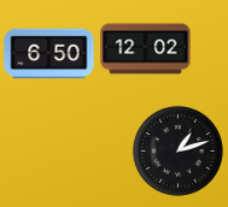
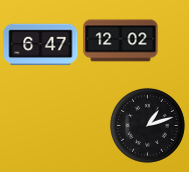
clock at (49, 54): 6:50 -> 6:47
